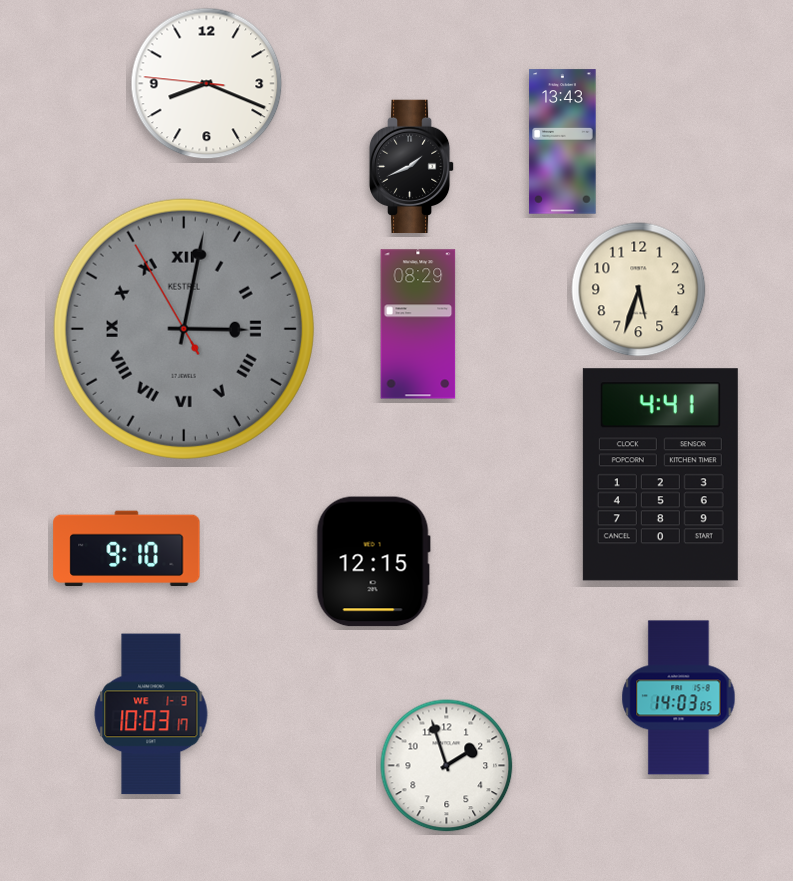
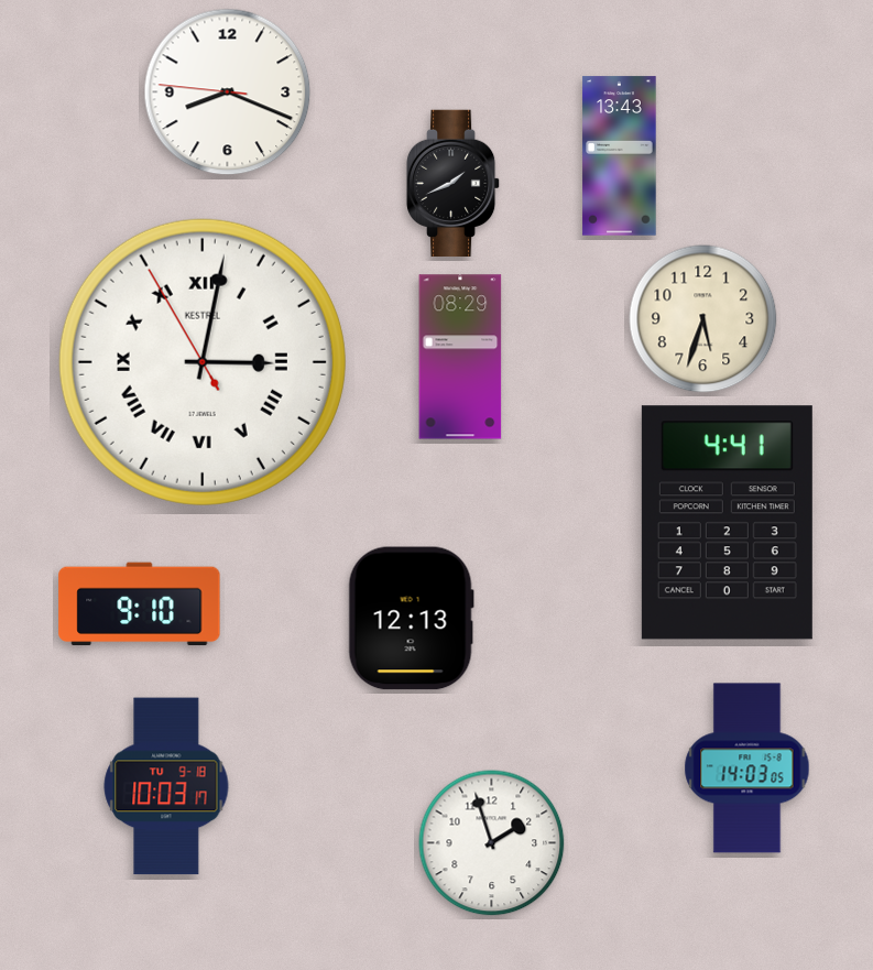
clock at (184, 329) dial: grey -> white
clock at (373, 562): 12:15 -> 12:13
clock at (151, 714) date: WE 1-9 -> TU 9-18
